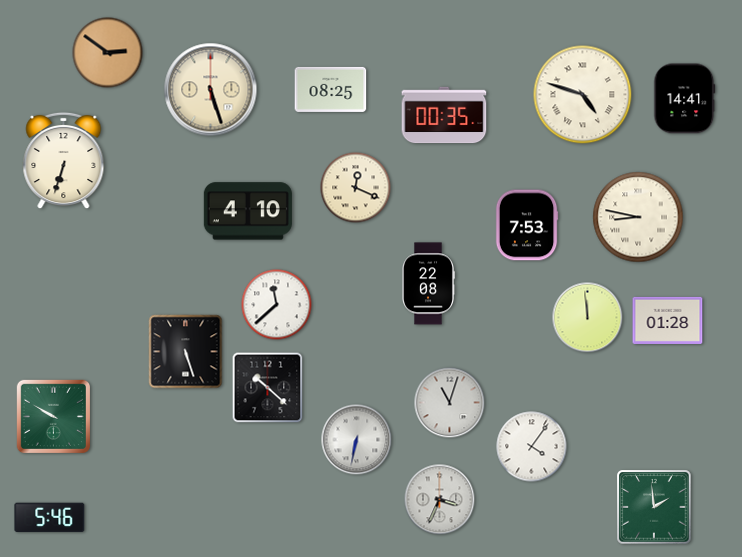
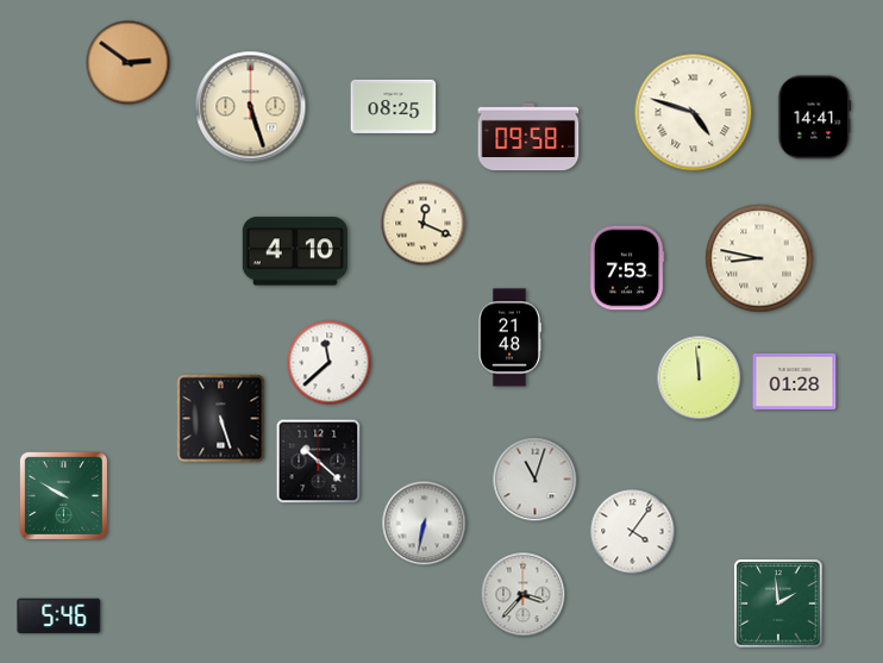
clock at (444, 115): 00:35 -> 09:58
clock at (64, 161): 6:33 -> none
clock at (428, 284): 22:08 -> 21:48
clock at (440, 500): 3:34 -> 3:37
